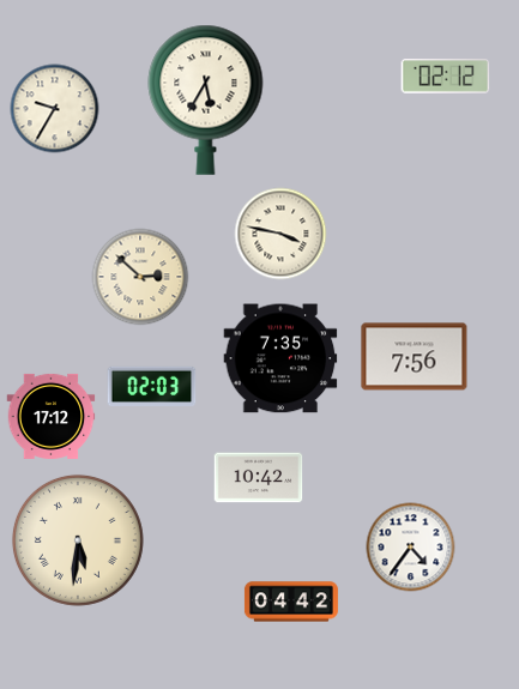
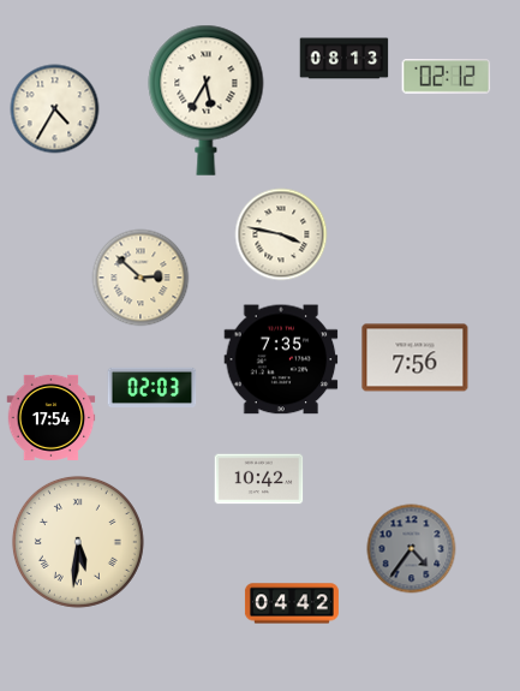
clock at (345, 59): none -> 08:13
clock at (55, 109): 9:35 -> 4:35
clock at (52, 416): 17:12 -> 17:54
clock at (411, 548) dial: white -> grey
